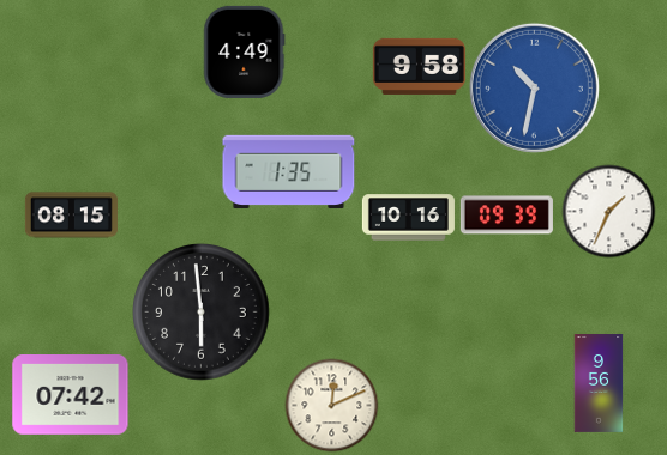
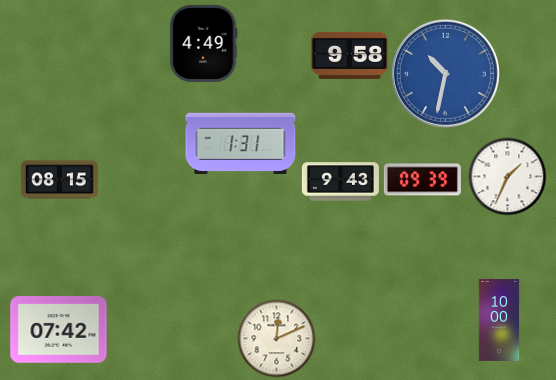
clock at (289, 171): 1:35 -> 1:31
clock at (408, 218): 10:16 -> 9:43
clock at (202, 313): 5:59 -> none
clock at (599, 384): 9:56 -> 10:00
